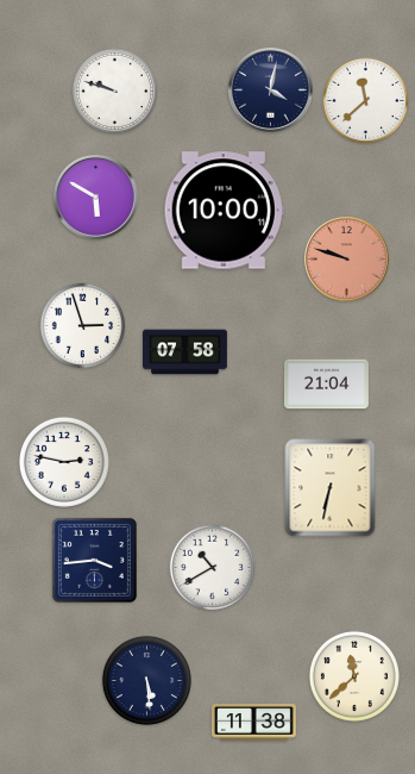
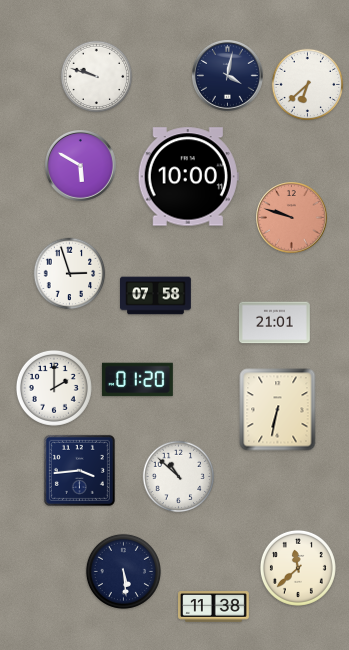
clock at (366, 101): 11:38 -> 6:38
clock at (327, 385): 21:04 -> 21:01
clock at (137, 380): none -> 01:20
clock at (64, 462): 2:47 -> 2:00
clock at (213, 568): 10:40 -> 10:52
